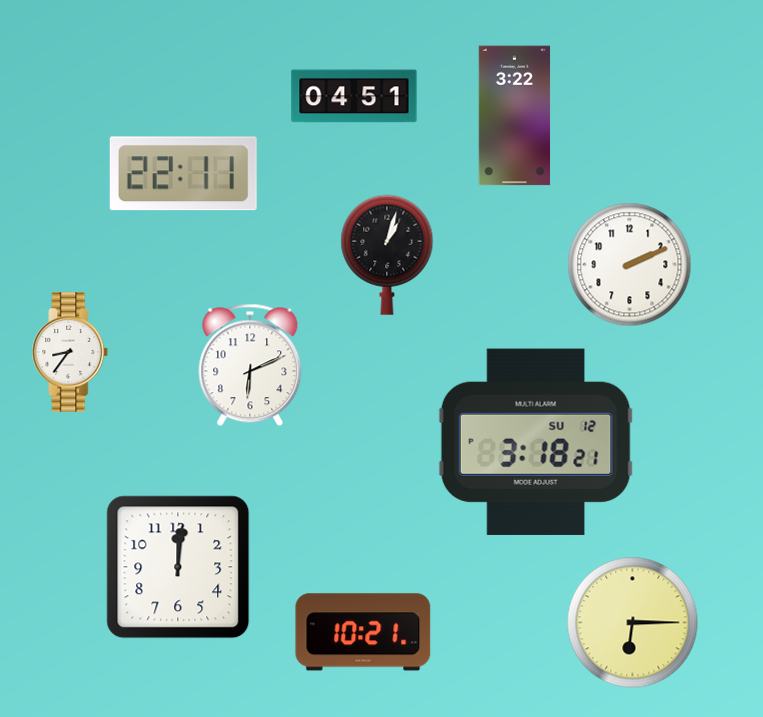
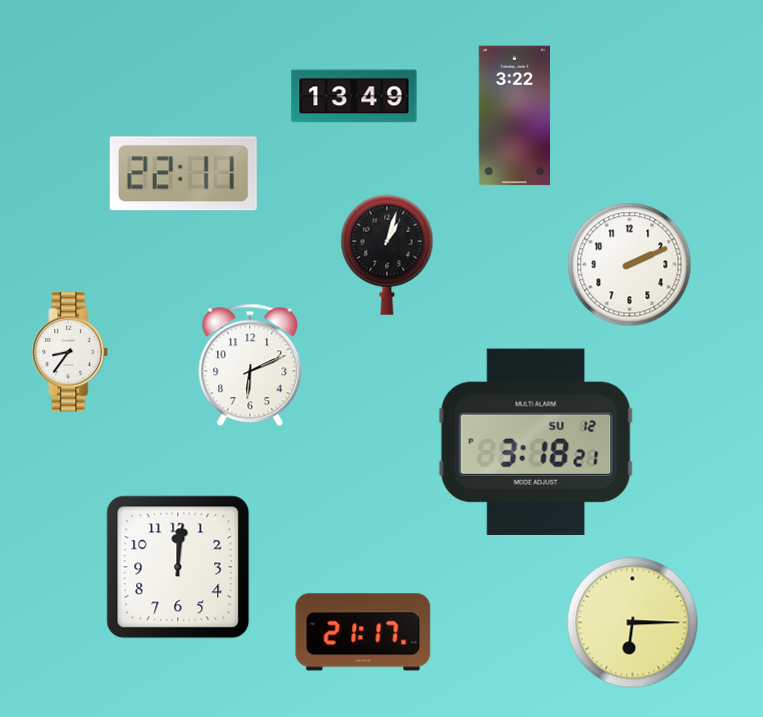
clock at (354, 96): 04:51 -> 13:49
clock at (363, 632): 10:21 -> 21:17
